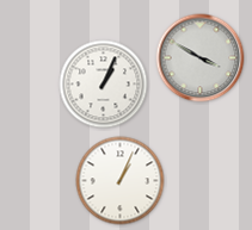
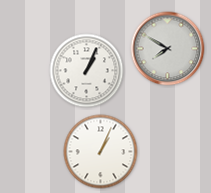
clock at (201, 58): 3:50 -> 7:50
